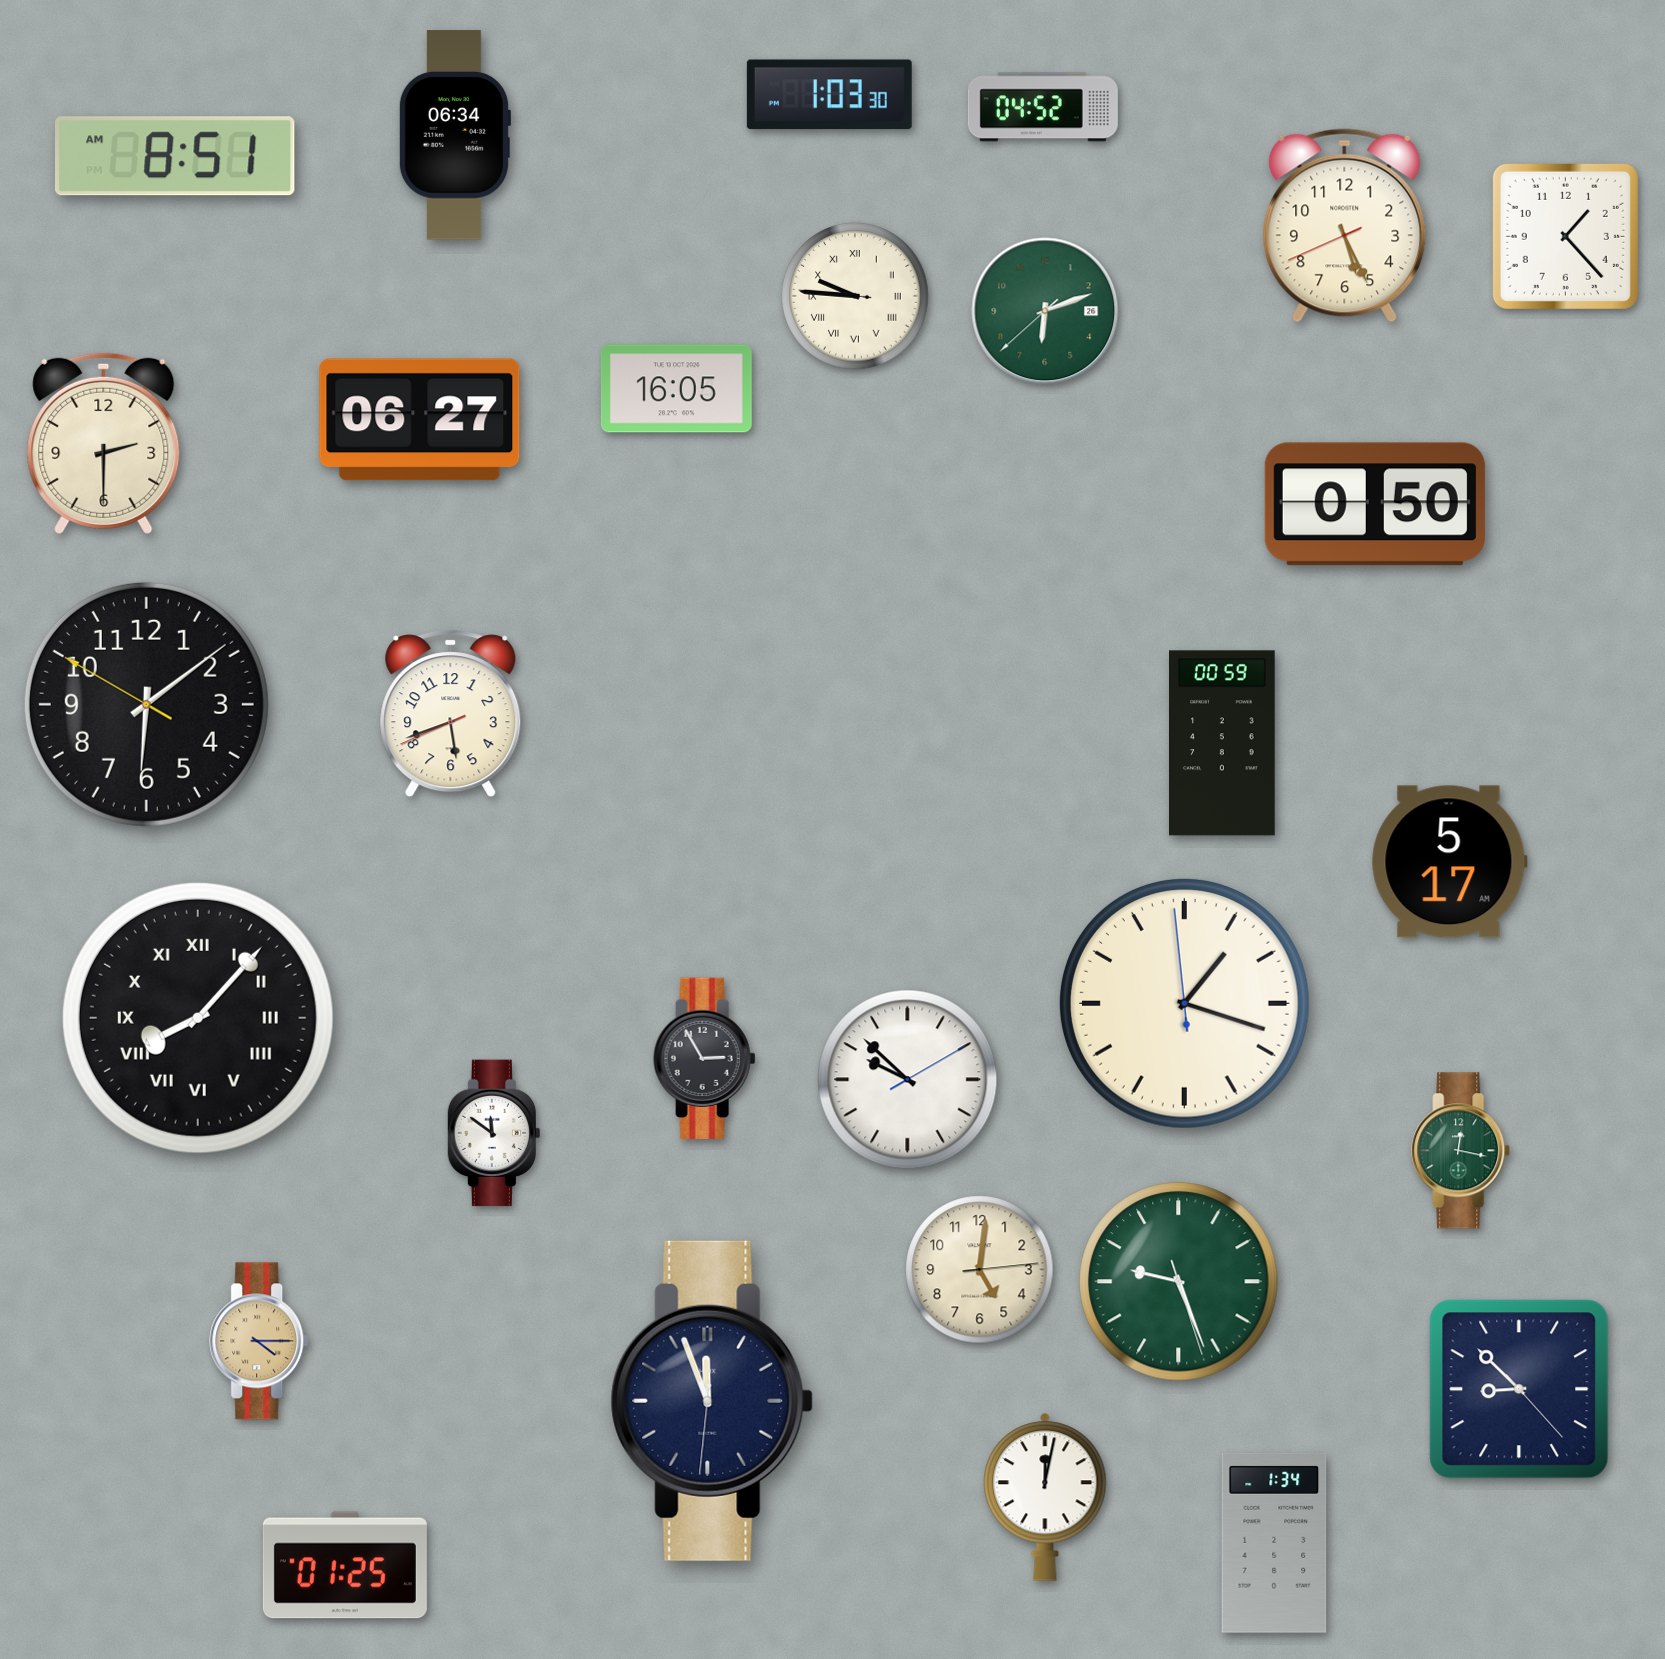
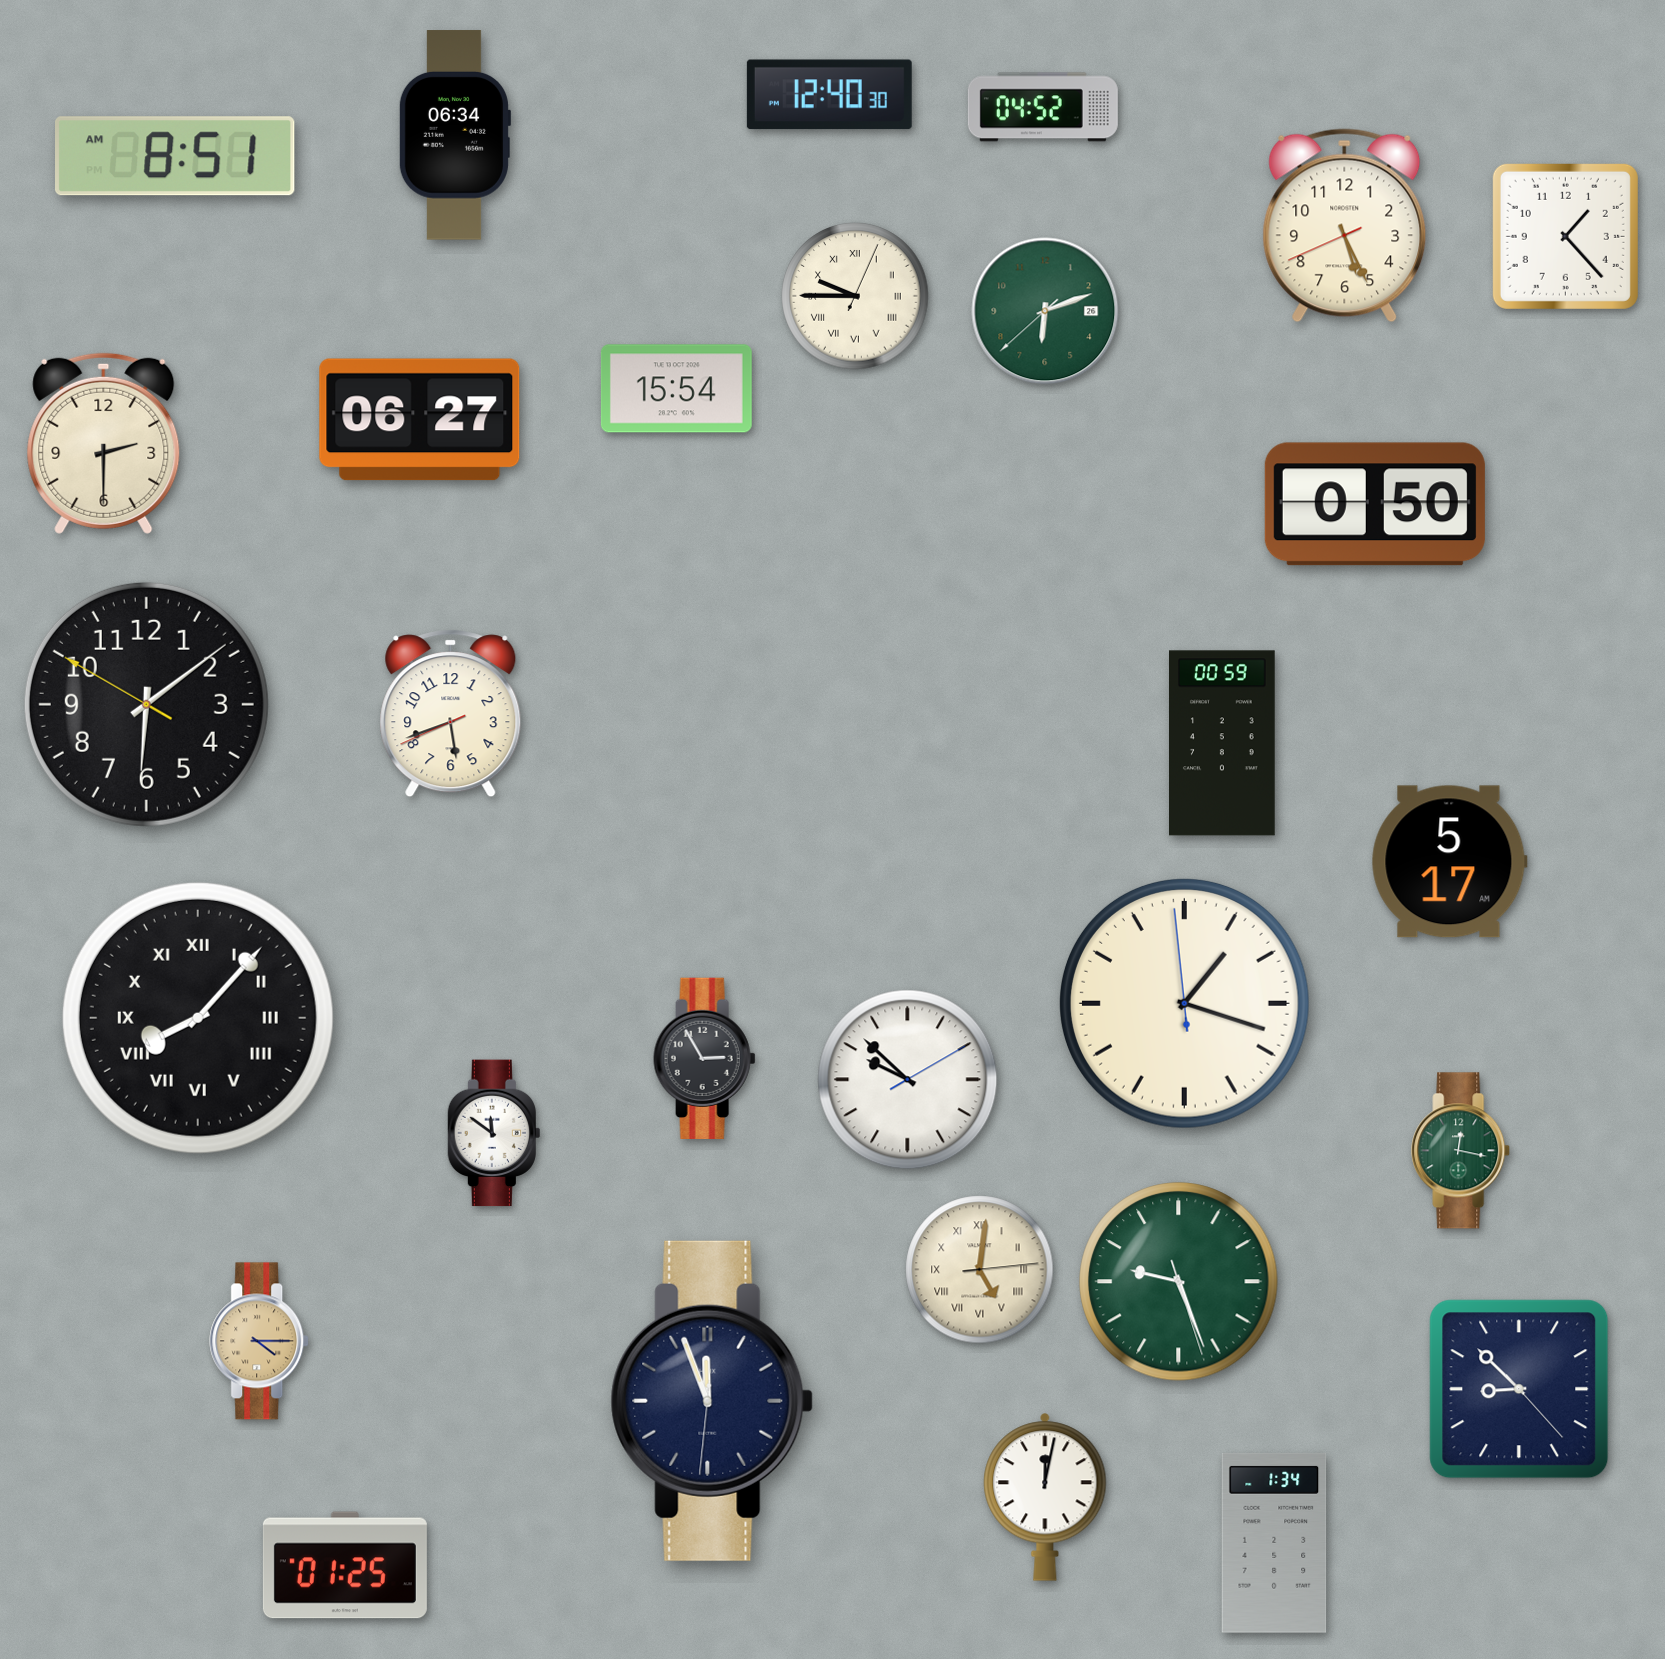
clock at (829, 95): 1:03 -> 12:40
clock at (855, 296): 9:45:46 -> 9:45:04
clock at (676, 389): 16:05 -> 15:54
clock at (980, 1270) numerals: Arabic -> Roman
